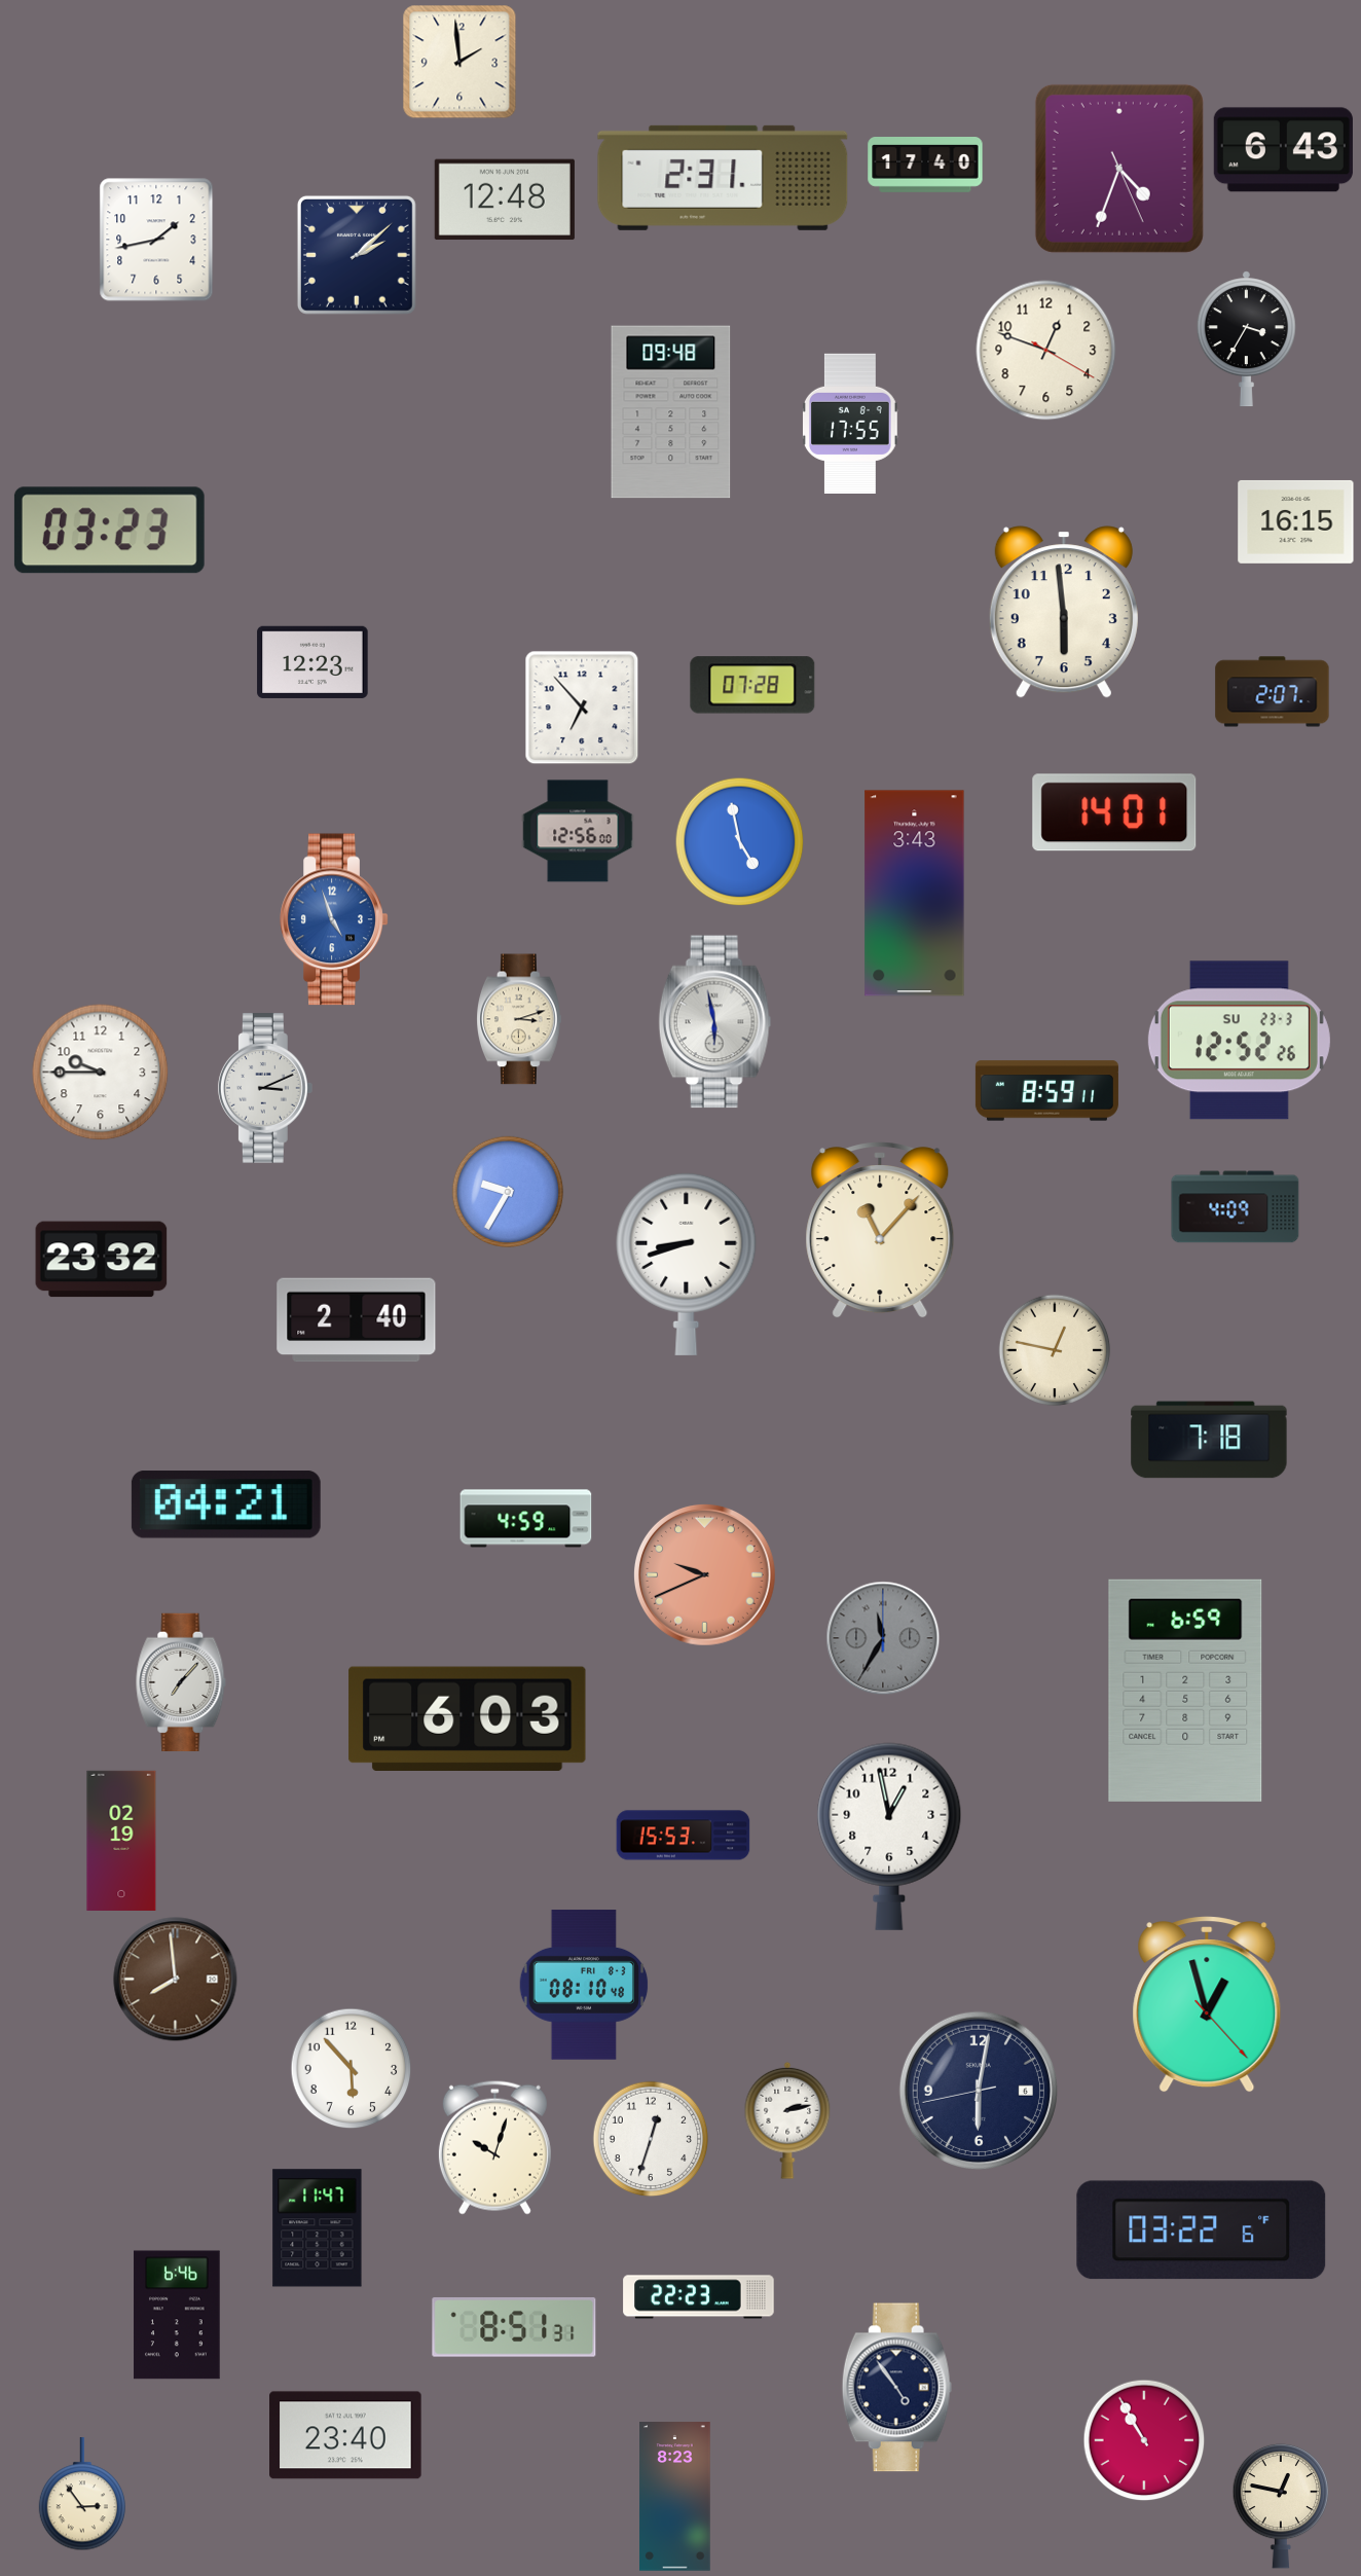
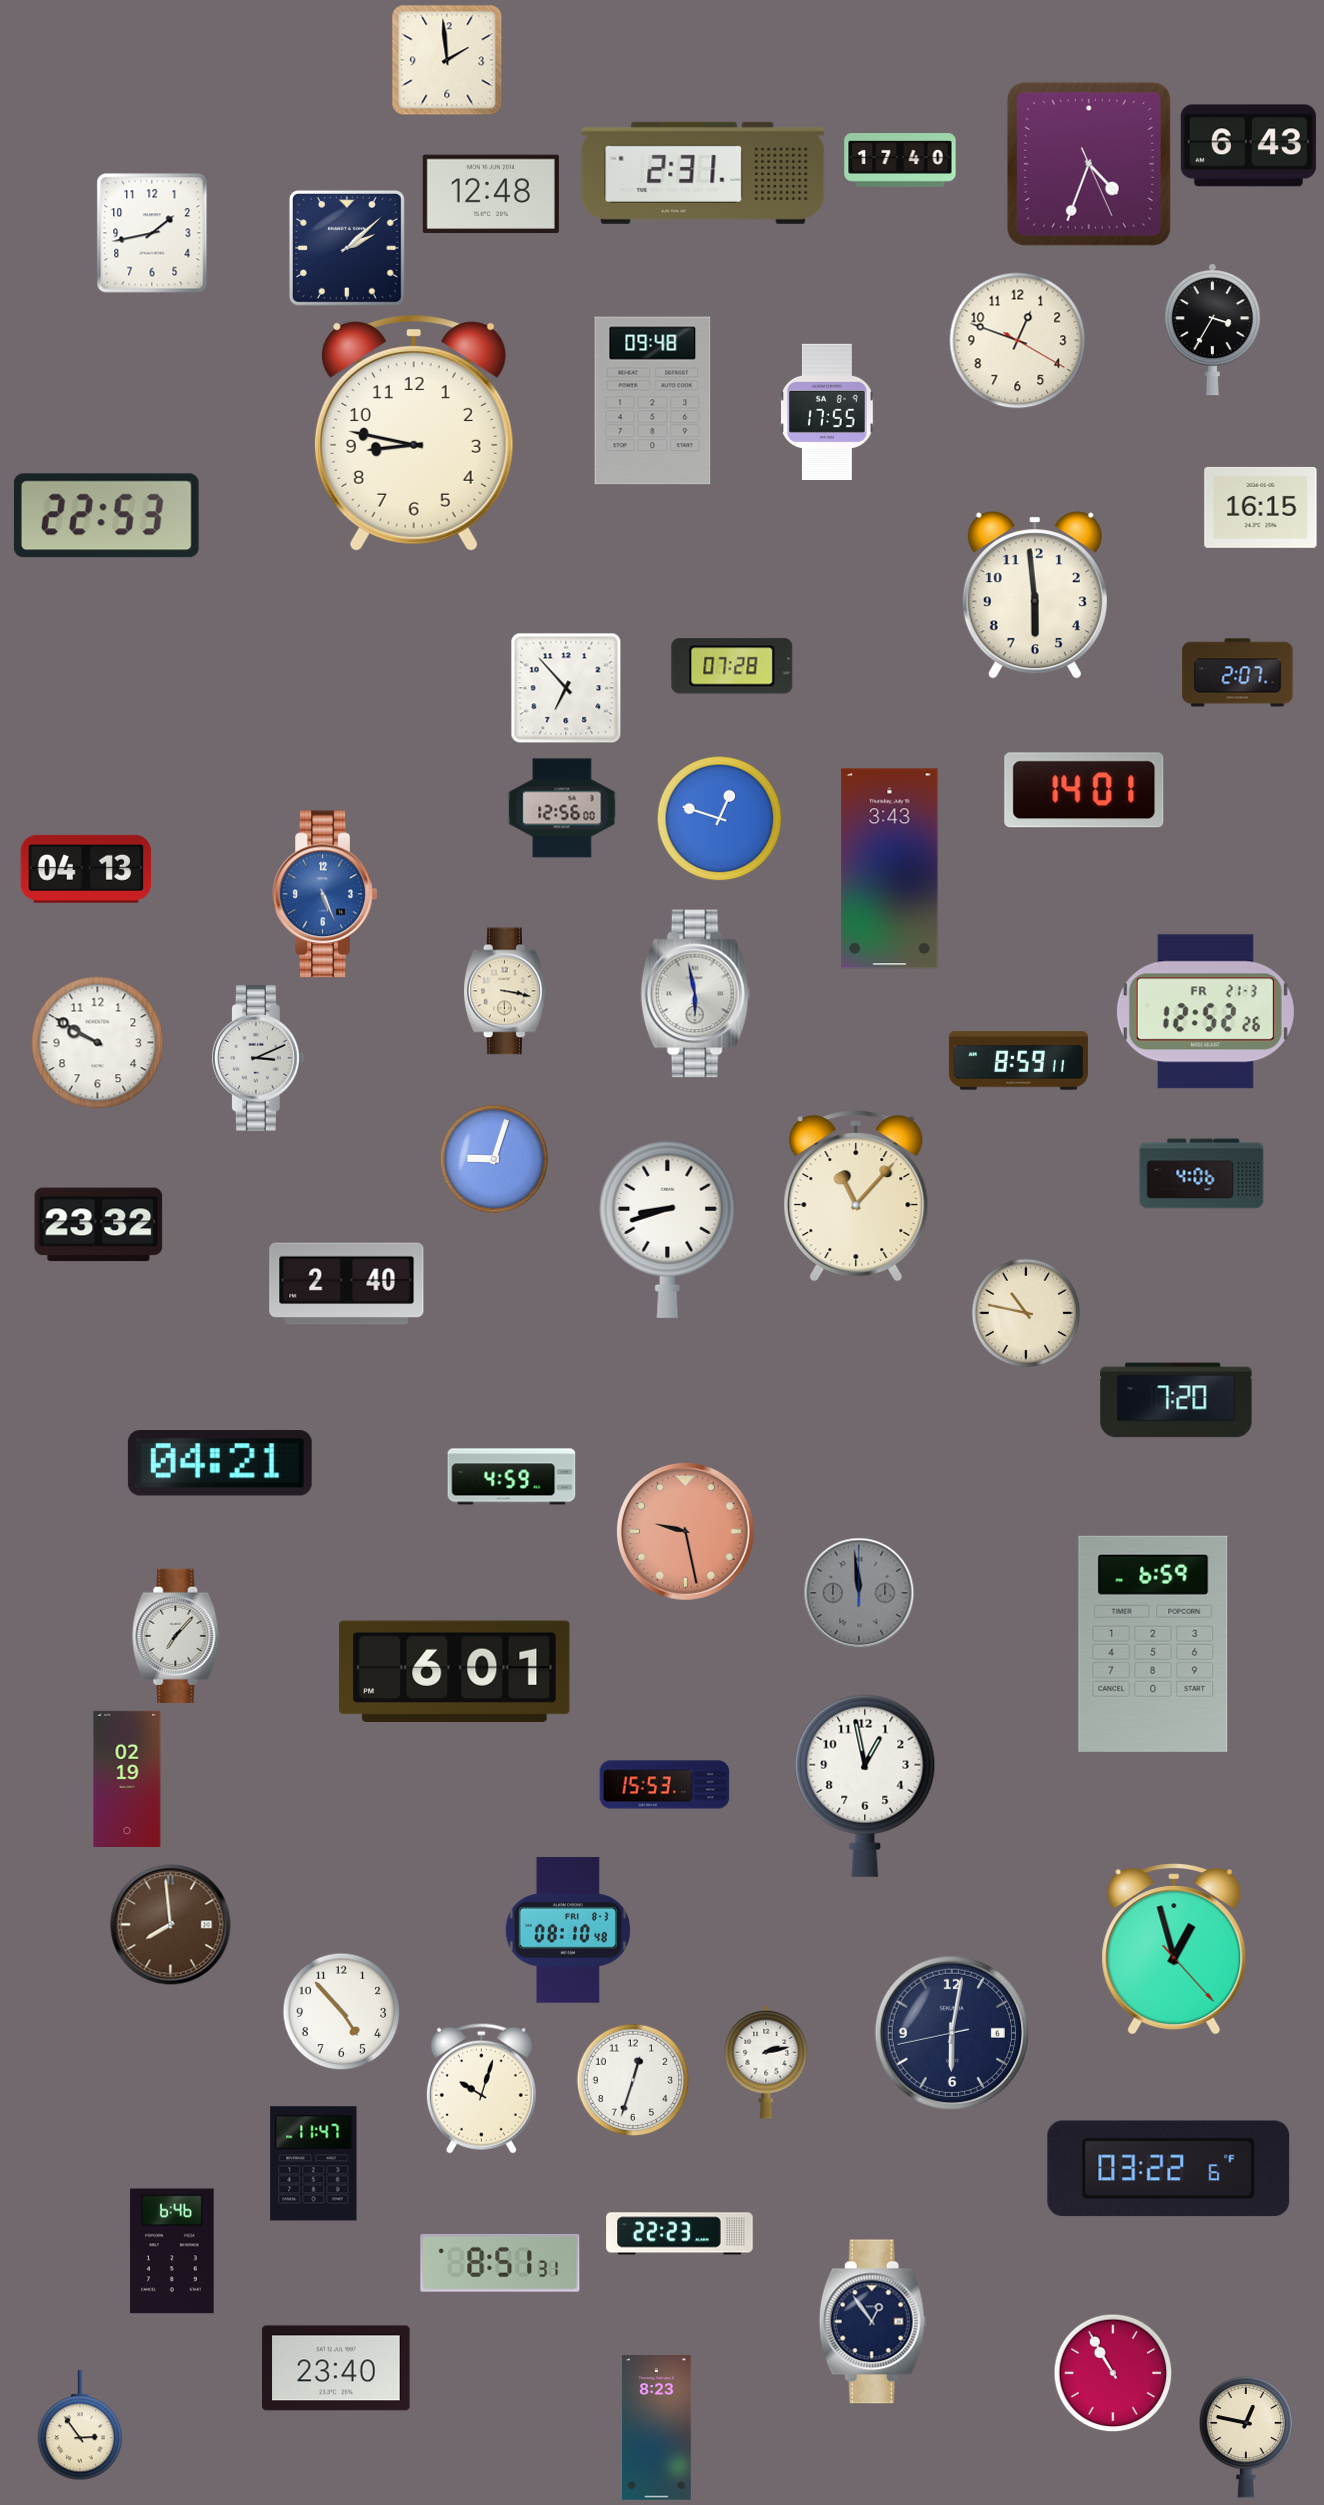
clock at (414, 433): none -> 8:47
clock at (109, 531): 03:23 -> 22:53
clock at (312, 662): 12:23 -> none
clock at (740, 842): 4:58 -> 12:48
clock at (86, 869): none -> 04:13
clock at (334, 919): 4:57 -> 5:26
clock at (520, 1019): 3:12 -> 3:17
clock at (1239, 1041) date: SU 23-3 -> FR 21-3
clock at (101, 1073): 9:45 -> 9:50
clock at (508, 1192): 9:35 -> 9:03
clock at (1236, 1207): 4:09 -> 4:06
clock at (1055, 1350): 12:47 -> 10:47
clock at (1209, 1440): 7:18 -> 7:20
clock at (704, 1574): 9:41 -> 9:28
clock at (883, 1638): 11:35 -> 11:59
clock at (468, 1718): 6:03 -> 6:01
clock at (121, 1841) position: (121, 1841) -> (127, 1779)
clock at (352, 2069): 5:53 -> 4:53
clock at (318, 2228) position: (318, 2228) -> (314, 2164)
clock at (896, 2388): 4:54 -> 12:54
